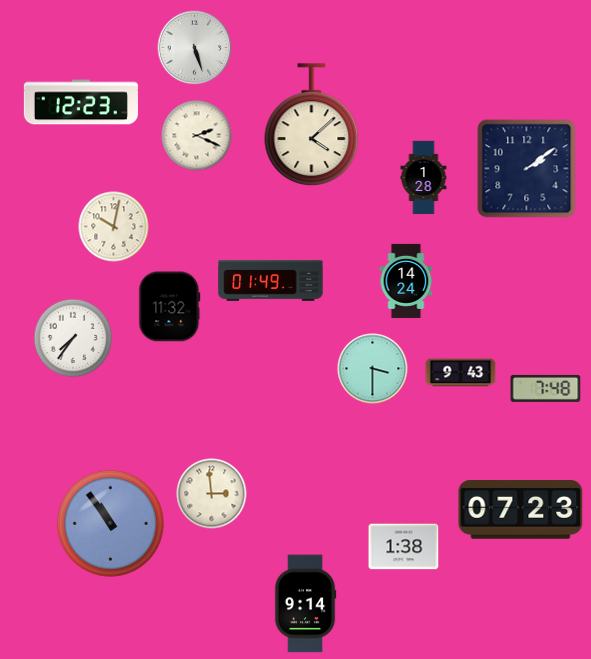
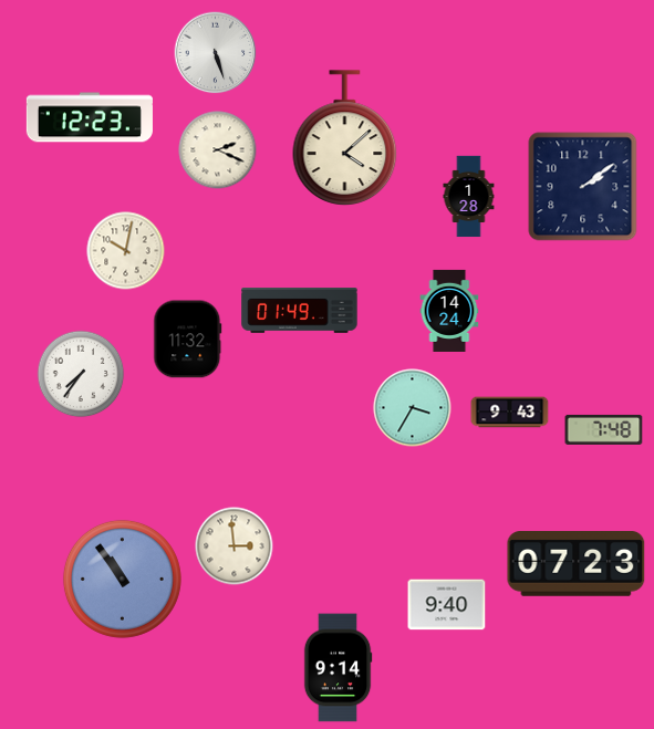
clock at (81, 102) position: (81, 102) -> (90, 117)
clock at (373, 369): 3:30 -> 3:35
clock at (404, 547): 1:38 -> 9:40
